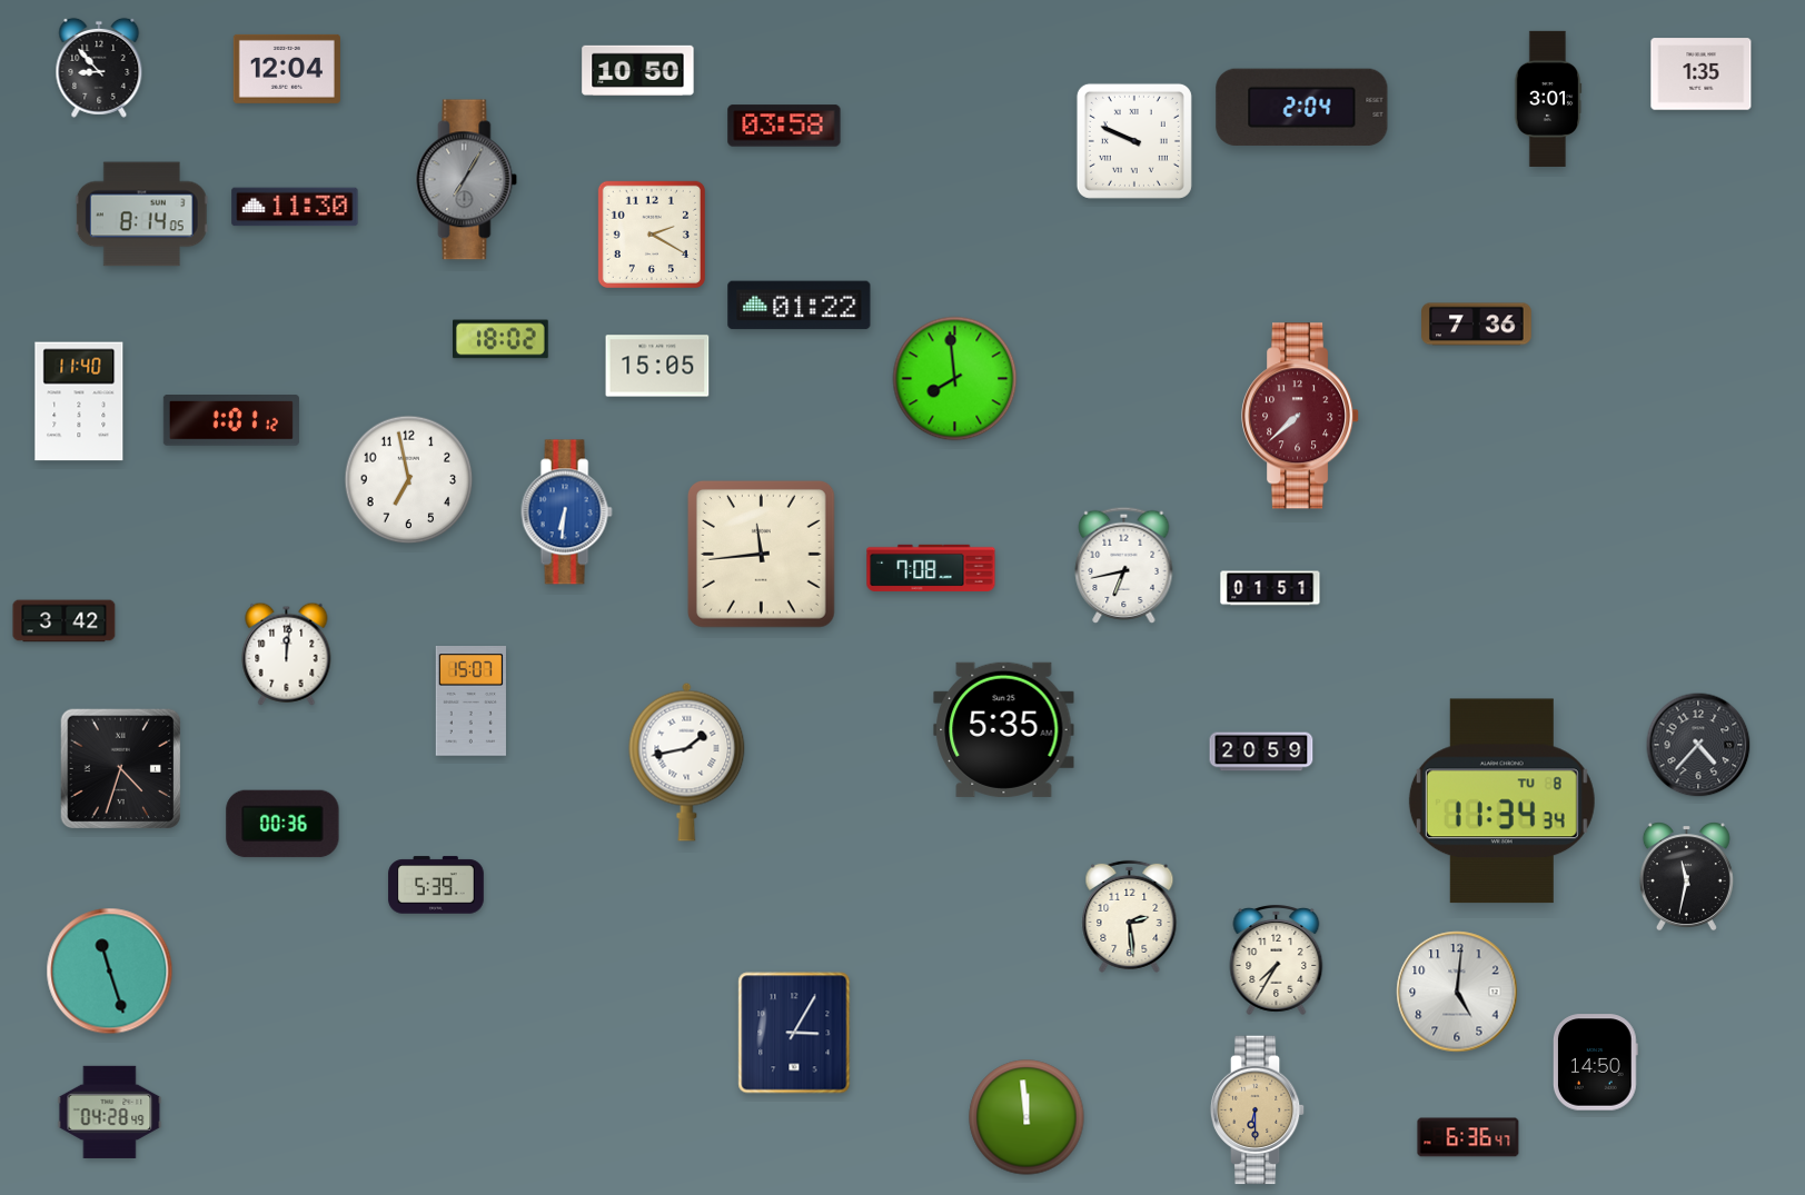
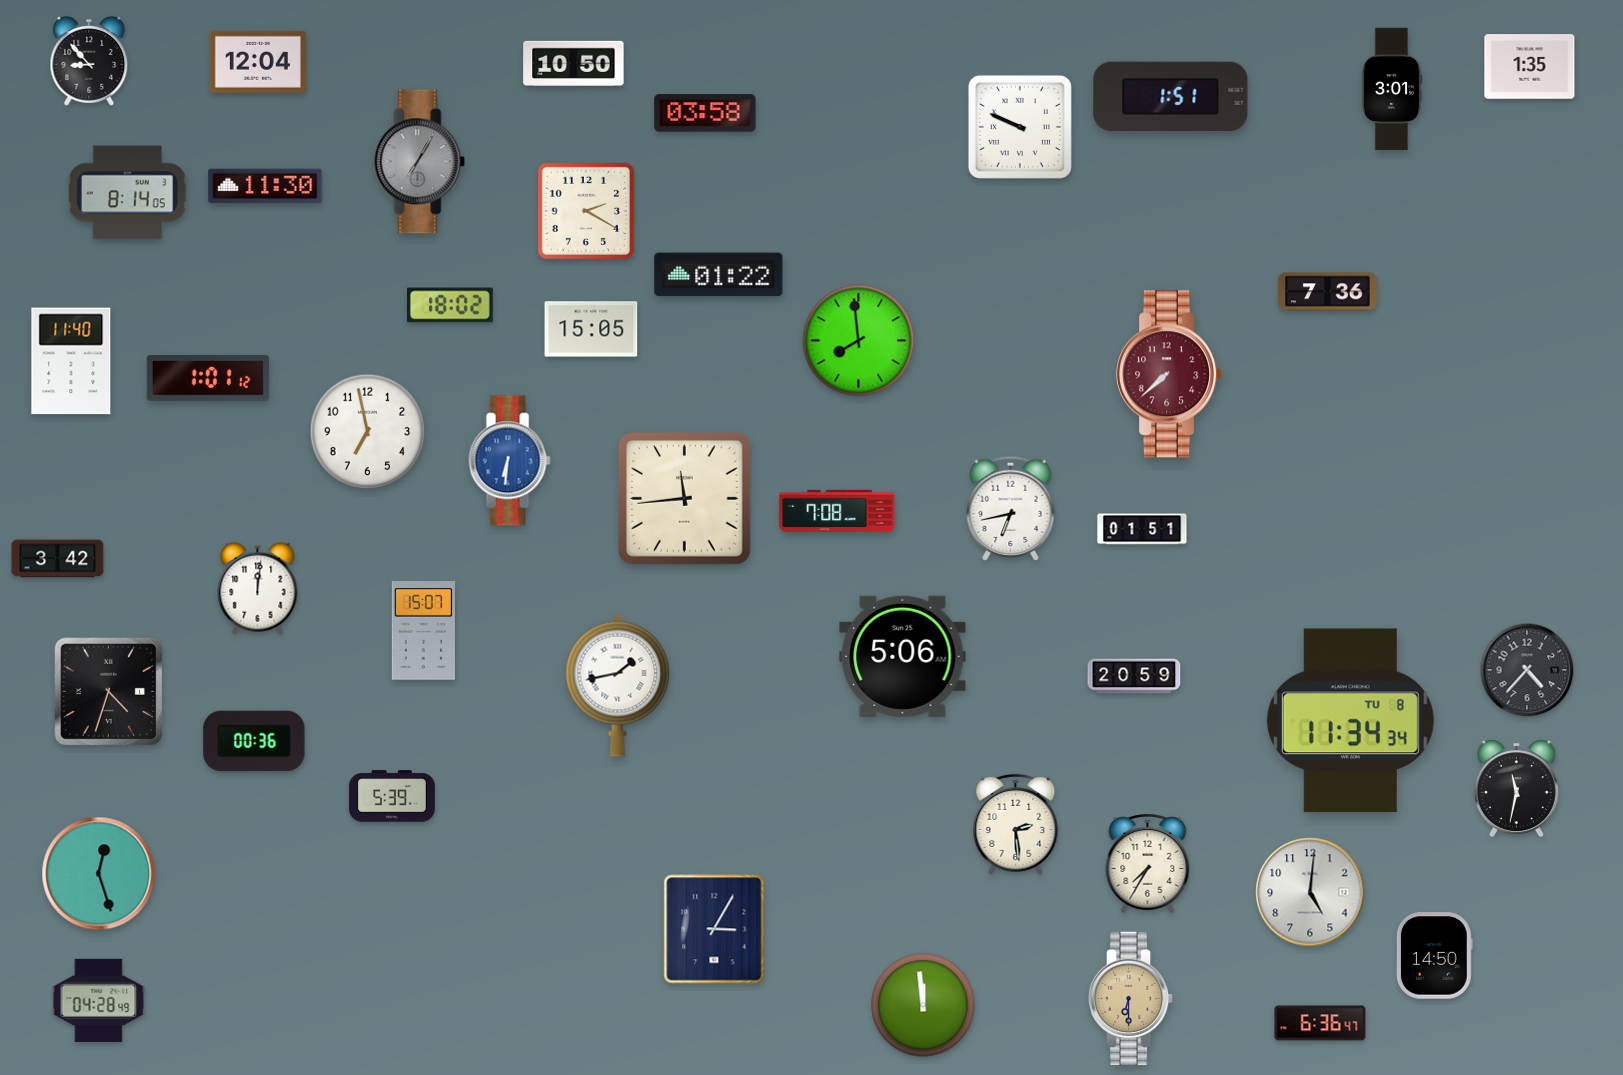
clock at (1302, 108): 2:04 -> 1:51
clock at (1004, 729): 5:35 -> 5:06
clock at (110, 972): 11:27 -> 12:27
